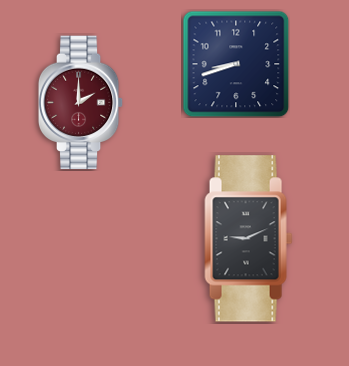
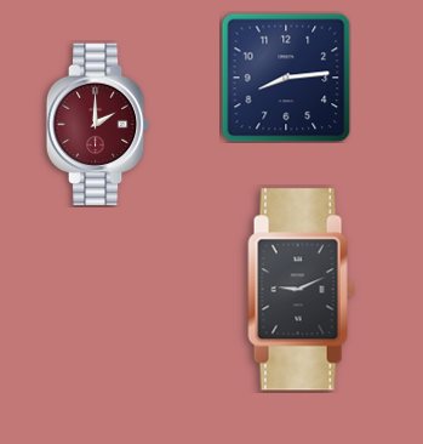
clock at (236, 64): 8:42 -> 8:14
